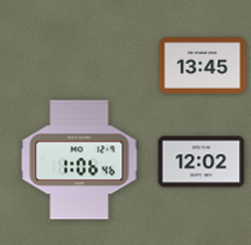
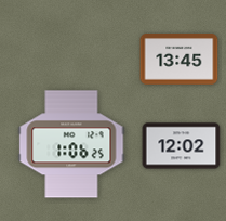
clock at (203, 66) position: (203, 66) -> (180, 60)
clock at (79, 160): 1:06:46 -> 1:06:25
